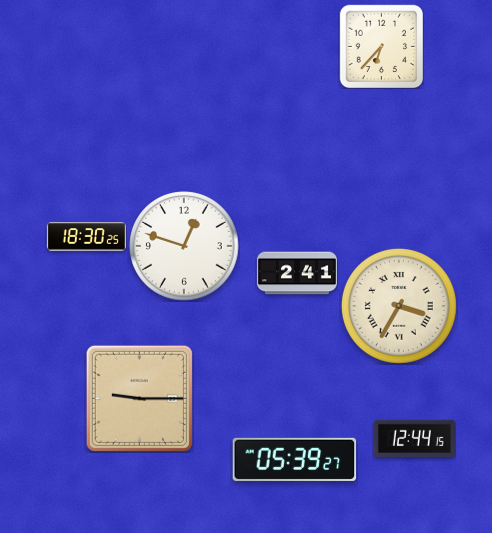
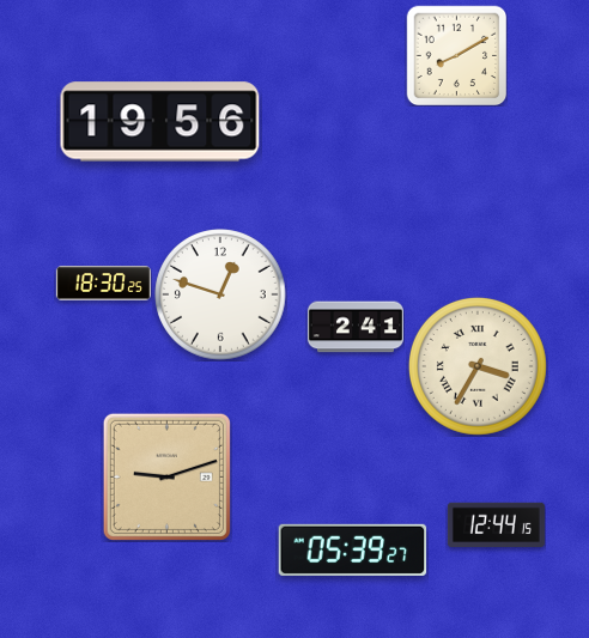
clock at (381, 46): 6:37 -> 8:10
clock at (160, 122): none -> 19:56
clock at (139, 398): 9:15 -> 9:12
